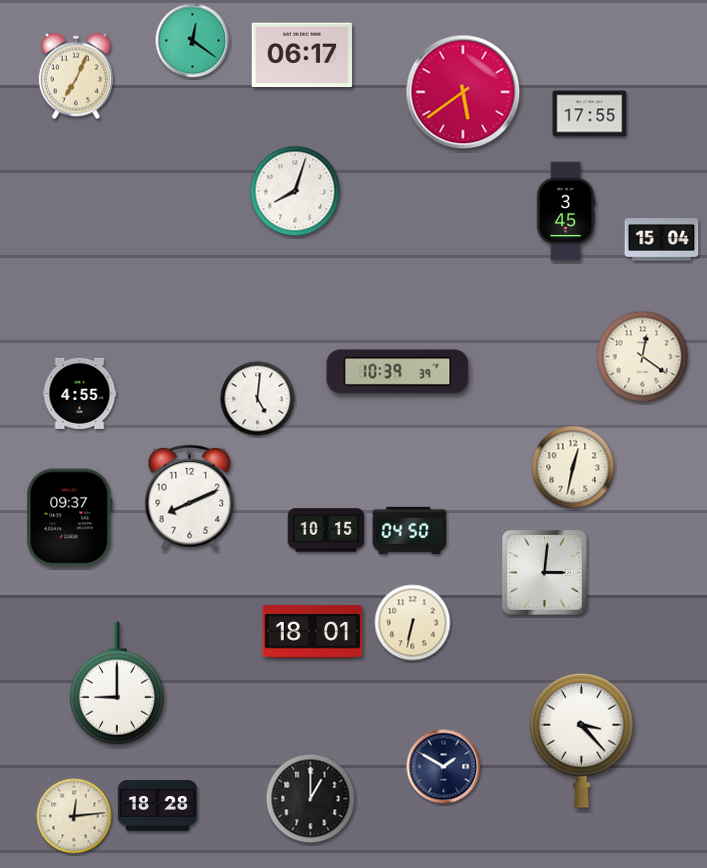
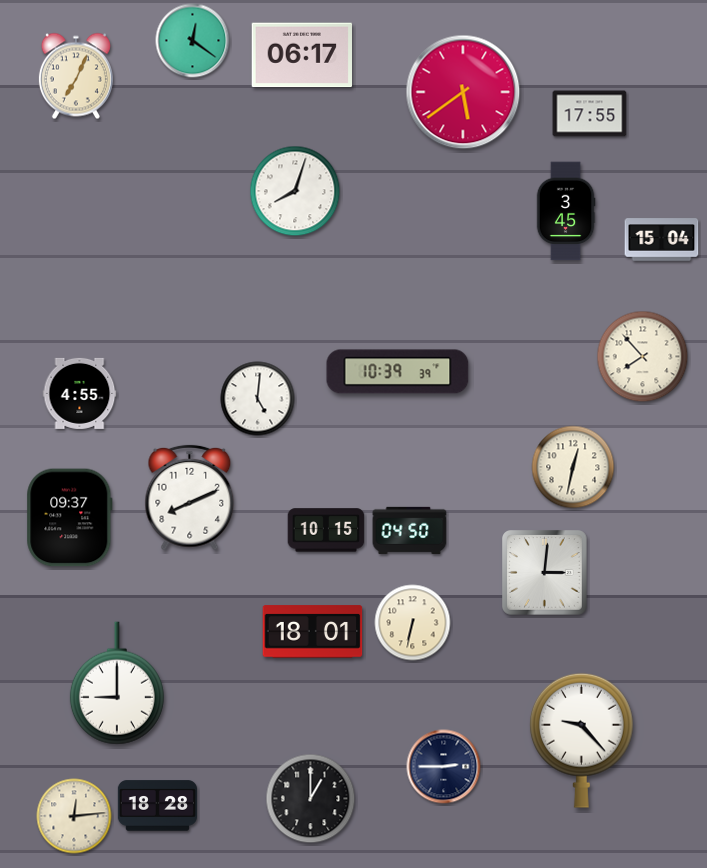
clock at (643, 357): 12:21 -> 7:53
clock at (581, 740): 3:23 -> 9:23
clock at (444, 767): 1:50 -> 2:45
